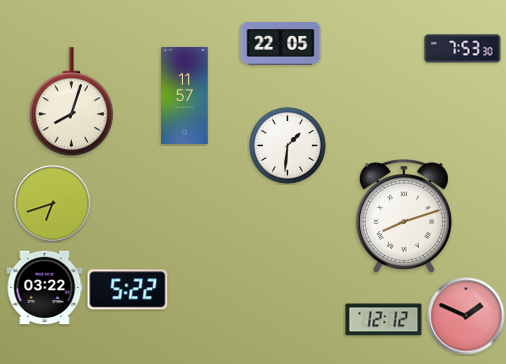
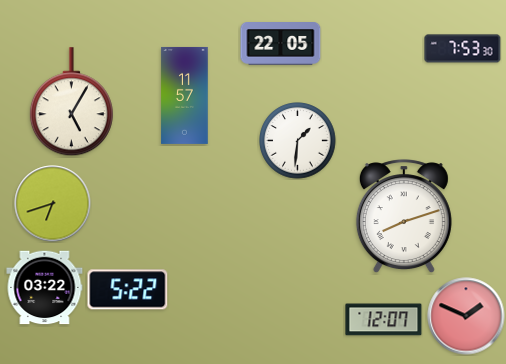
clock at (71, 102): 8:03 -> 5:05
clock at (288, 146) position: (288, 146) -> (298, 141)
clock at (384, 320): 12:12 -> 12:07
